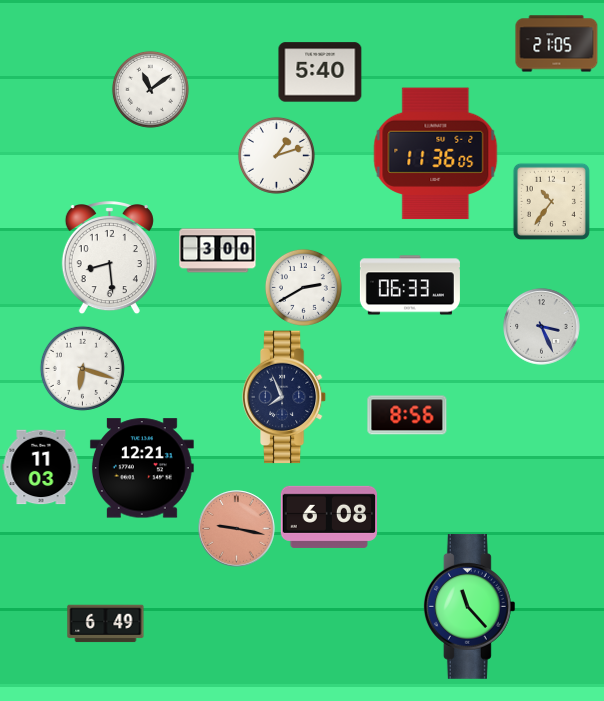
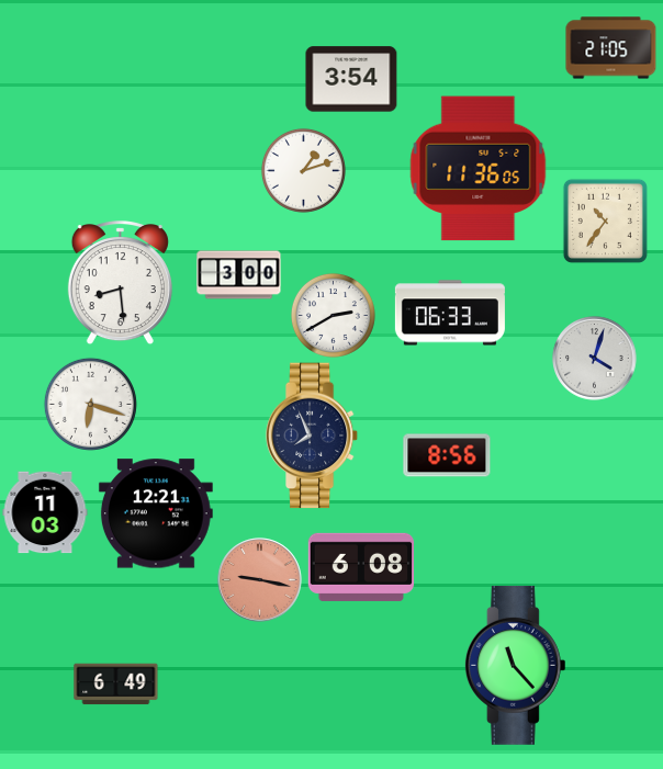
clock at (320, 72): 5:40 -> 3:54
clock at (150, 89): 11:09 -> none
clock at (542, 327): 3:26 -> 4:03
